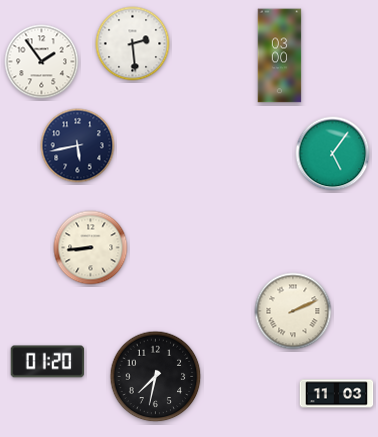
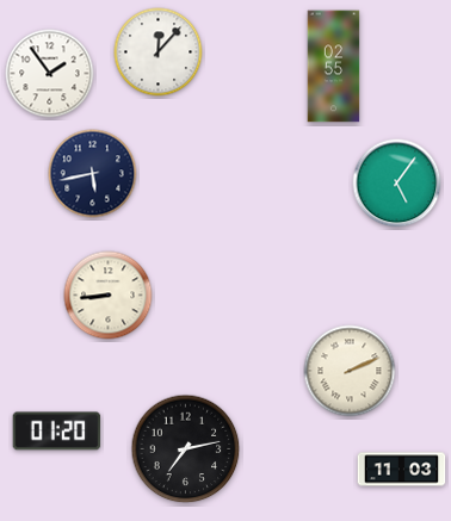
clock at (133, 44): 2:29 -> 12:07
clock at (280, 56): 03:00 -> 02:55
clock at (156, 377): 7:32 -> 7:13
